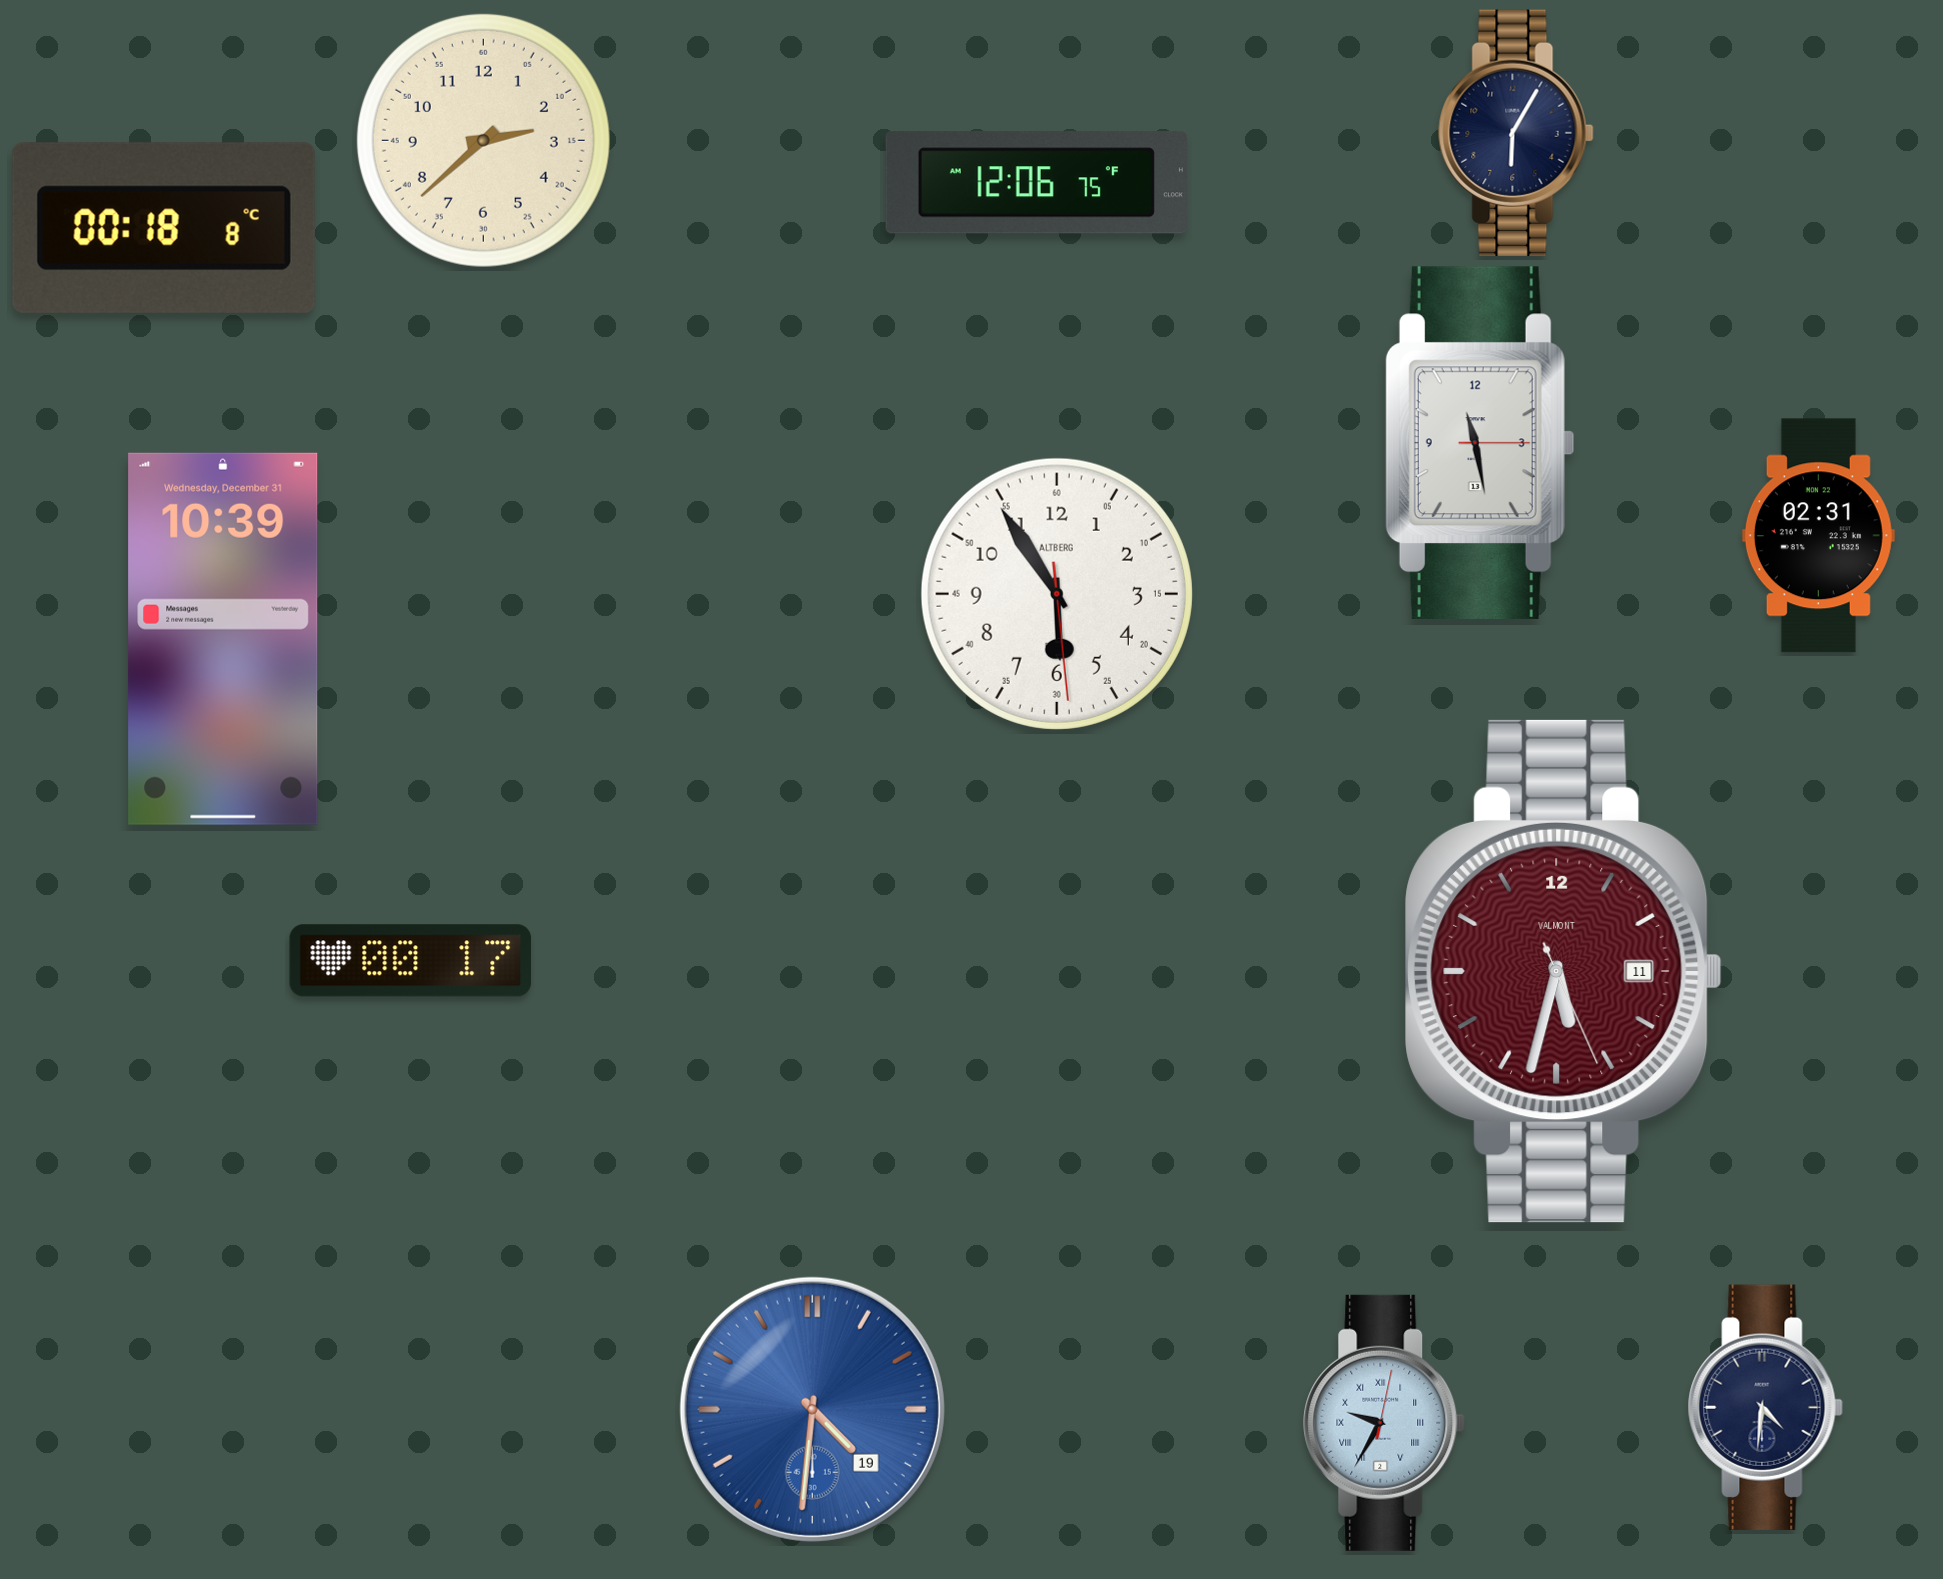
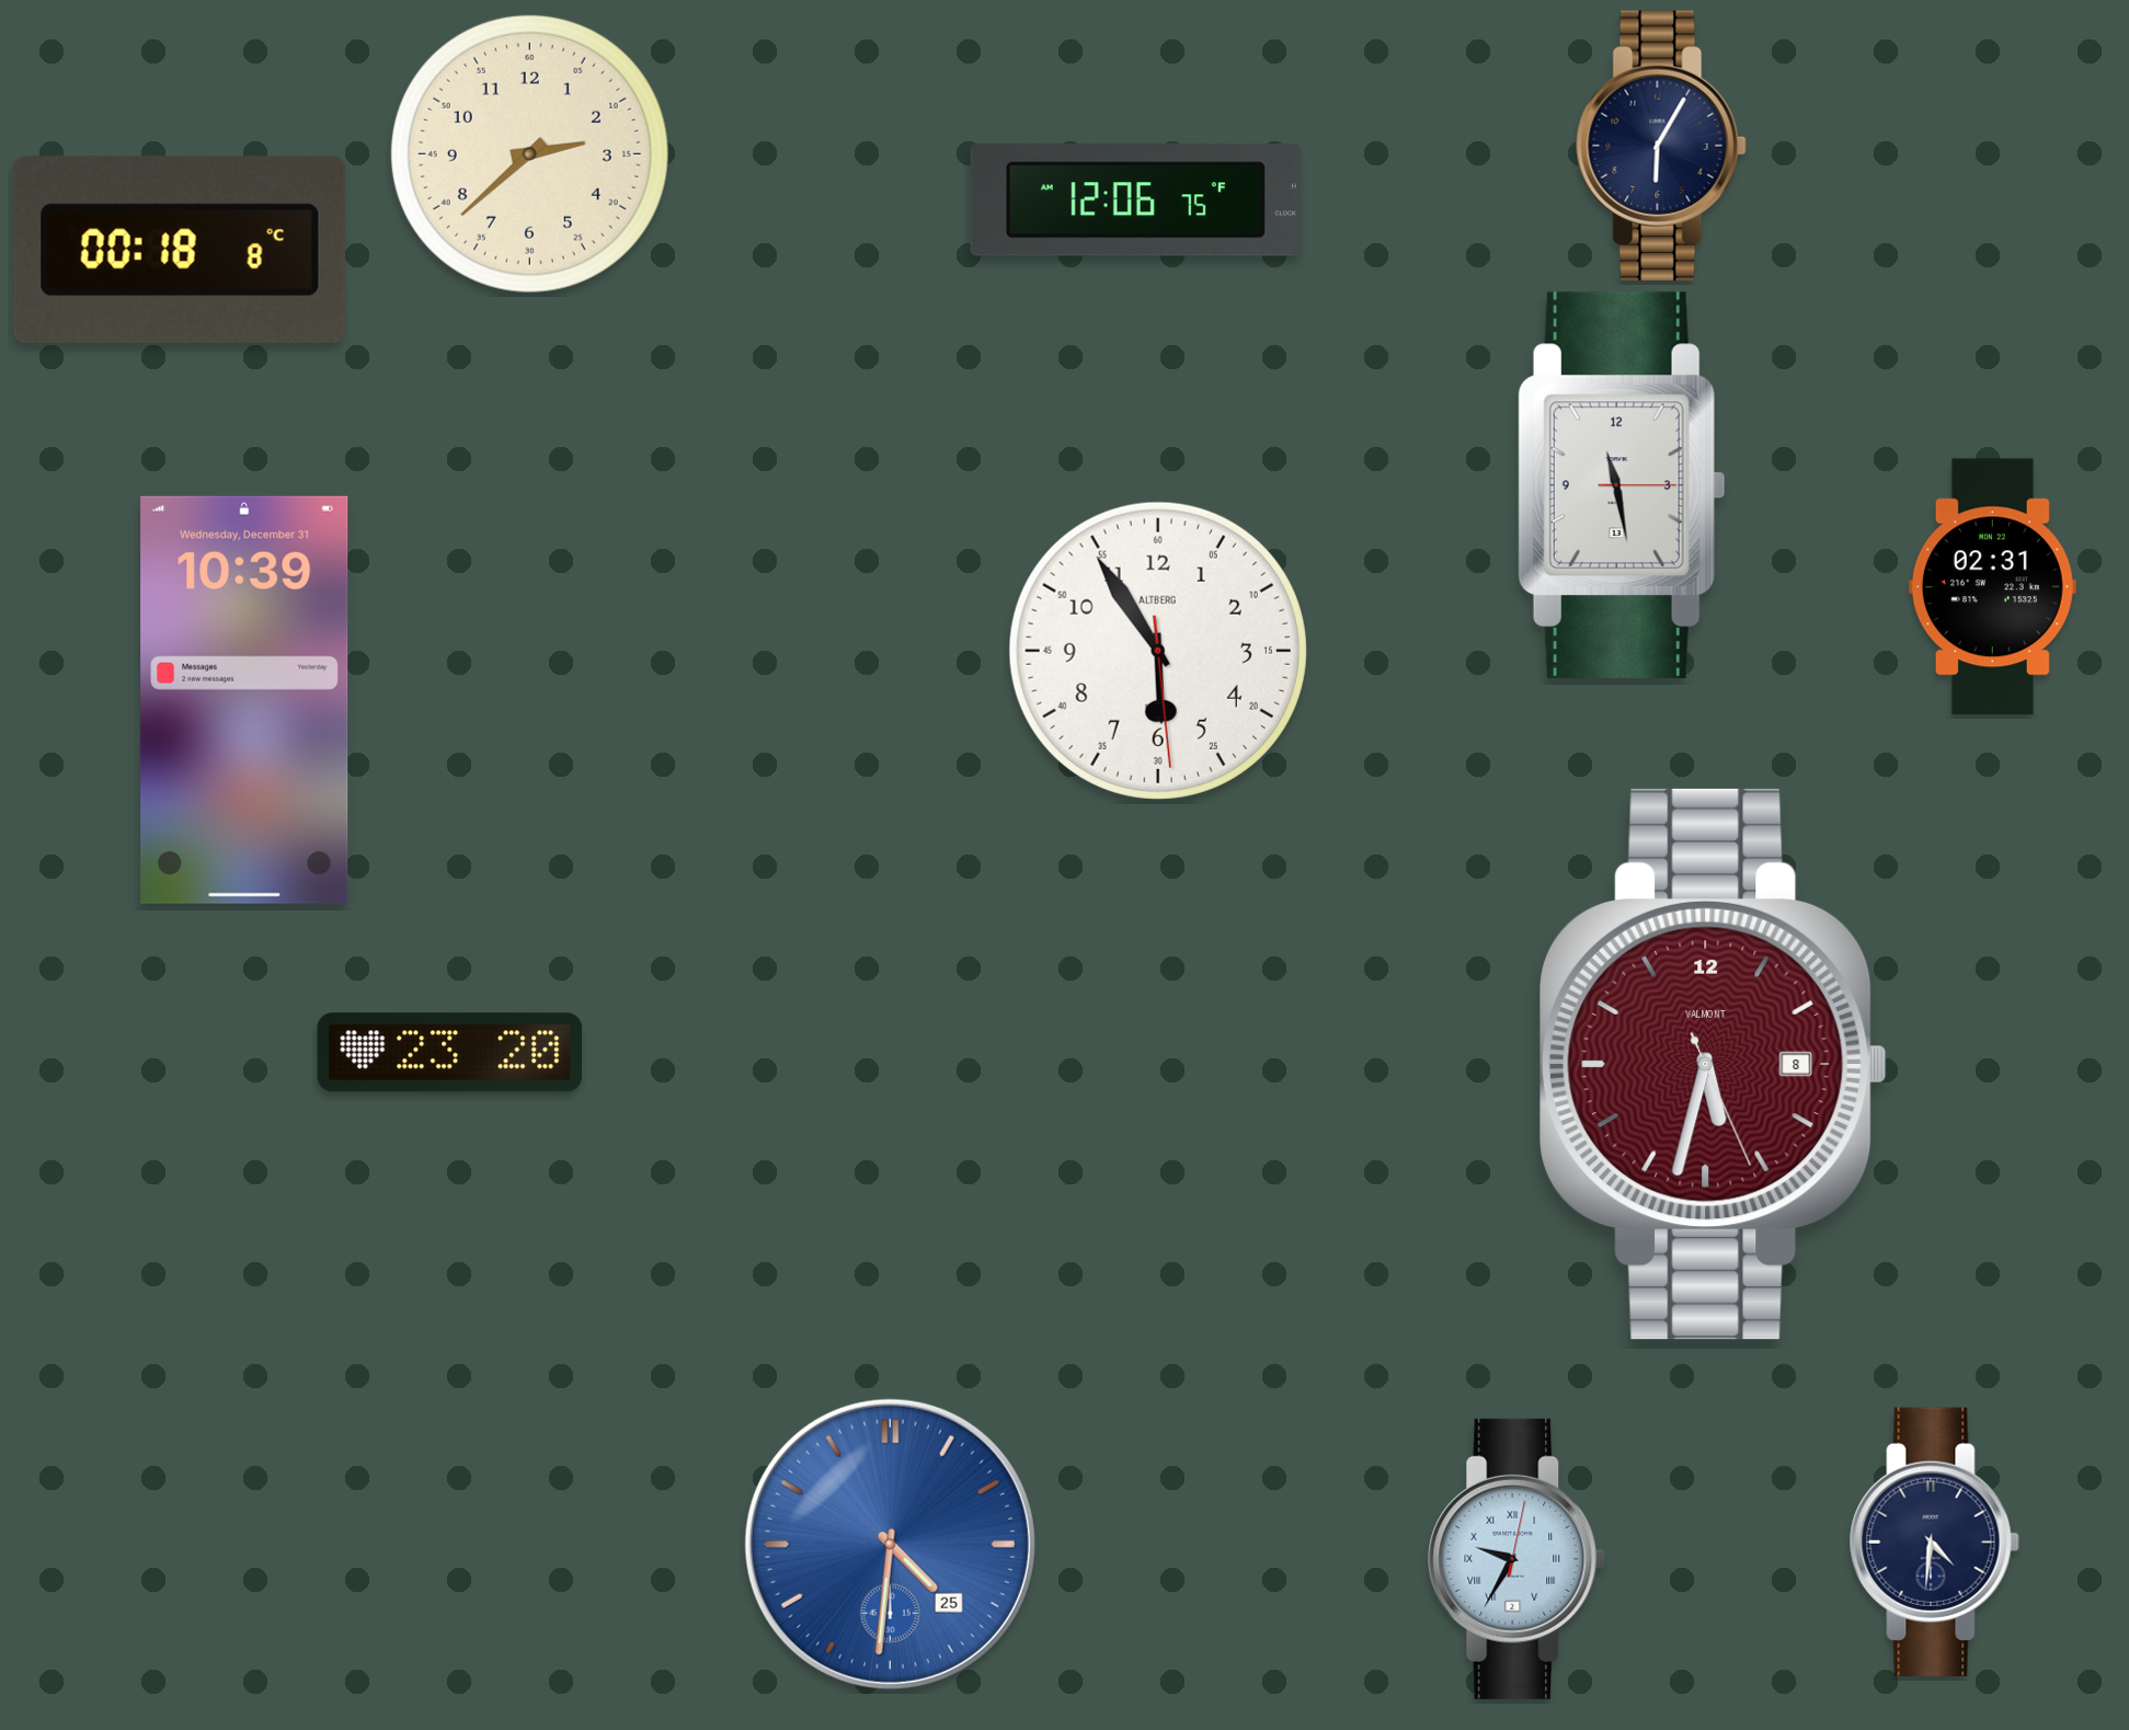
clock at (411, 961): 00:17 -> 23:20
clock at (1564, 971) date: 11 -> 8
clock at (812, 1409) date: 19 -> 25
